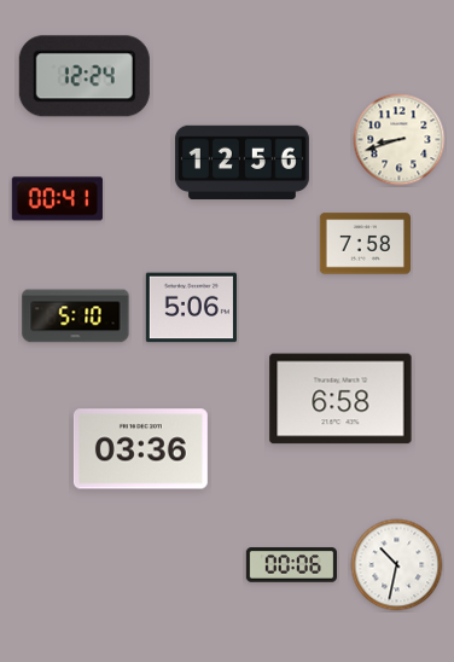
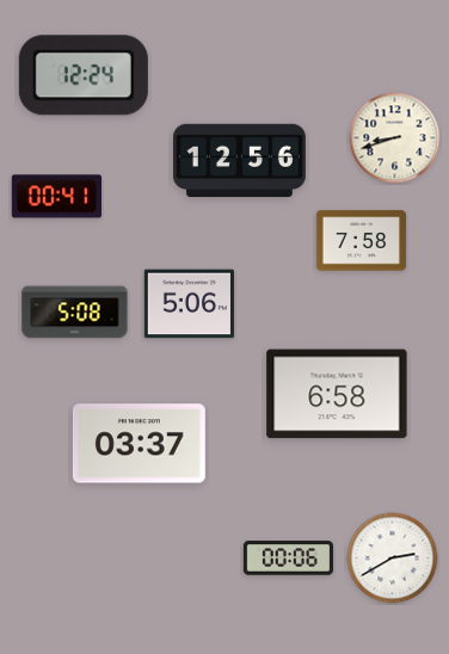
clock at (76, 317): 5:10 -> 5:08
clock at (140, 449): 03:36 -> 03:37
clock at (397, 565): 10:32 -> 2:40
